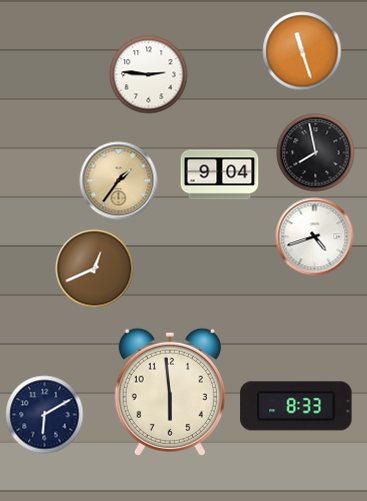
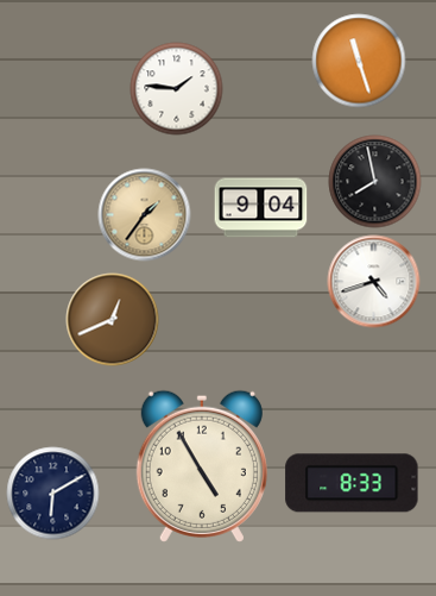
clock at (148, 74): 2:46 -> 1:46
clock at (118, 180) position: (118, 180) -> (144, 214)
clock at (170, 392): 5:59 -> 4:55
